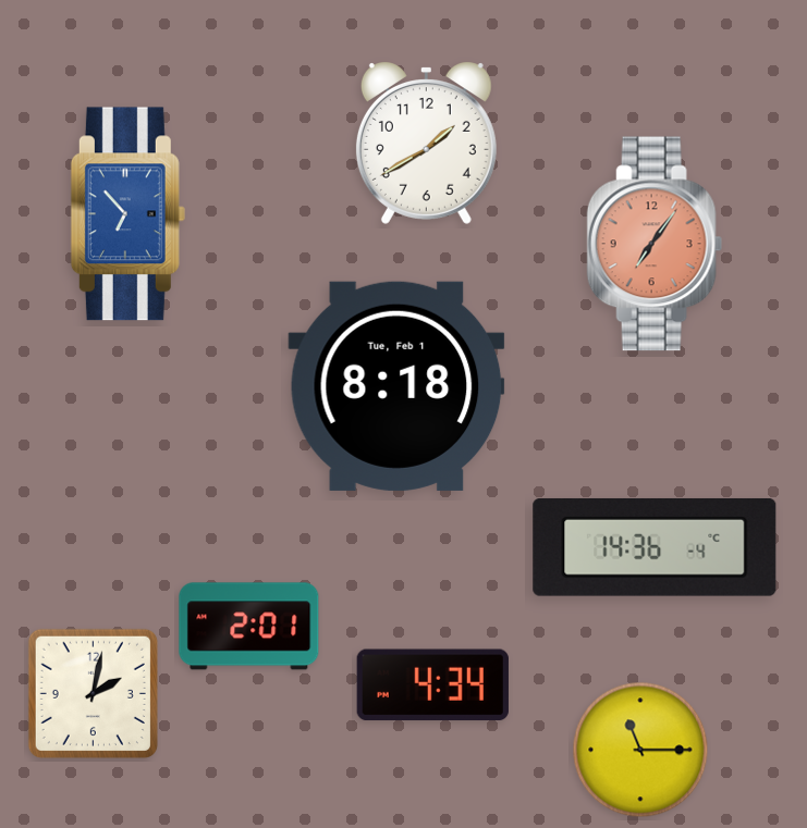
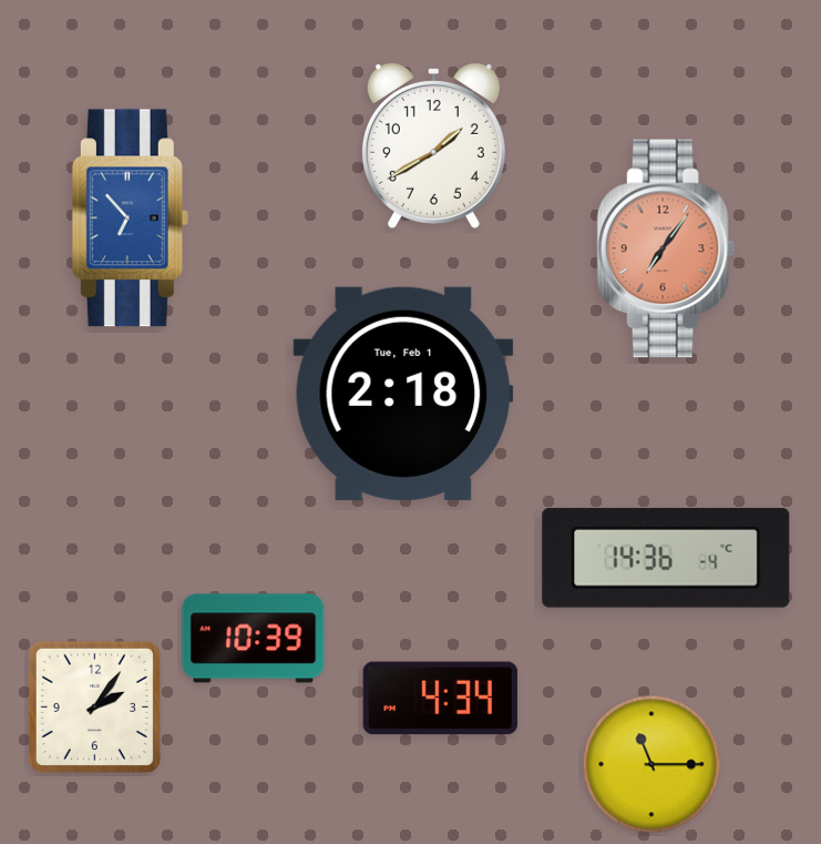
clock at (396, 386): 8:18 -> 2:18
clock at (249, 627): 2:01 -> 10:39
clock at (93, 693): 2:02 -> 2:06
